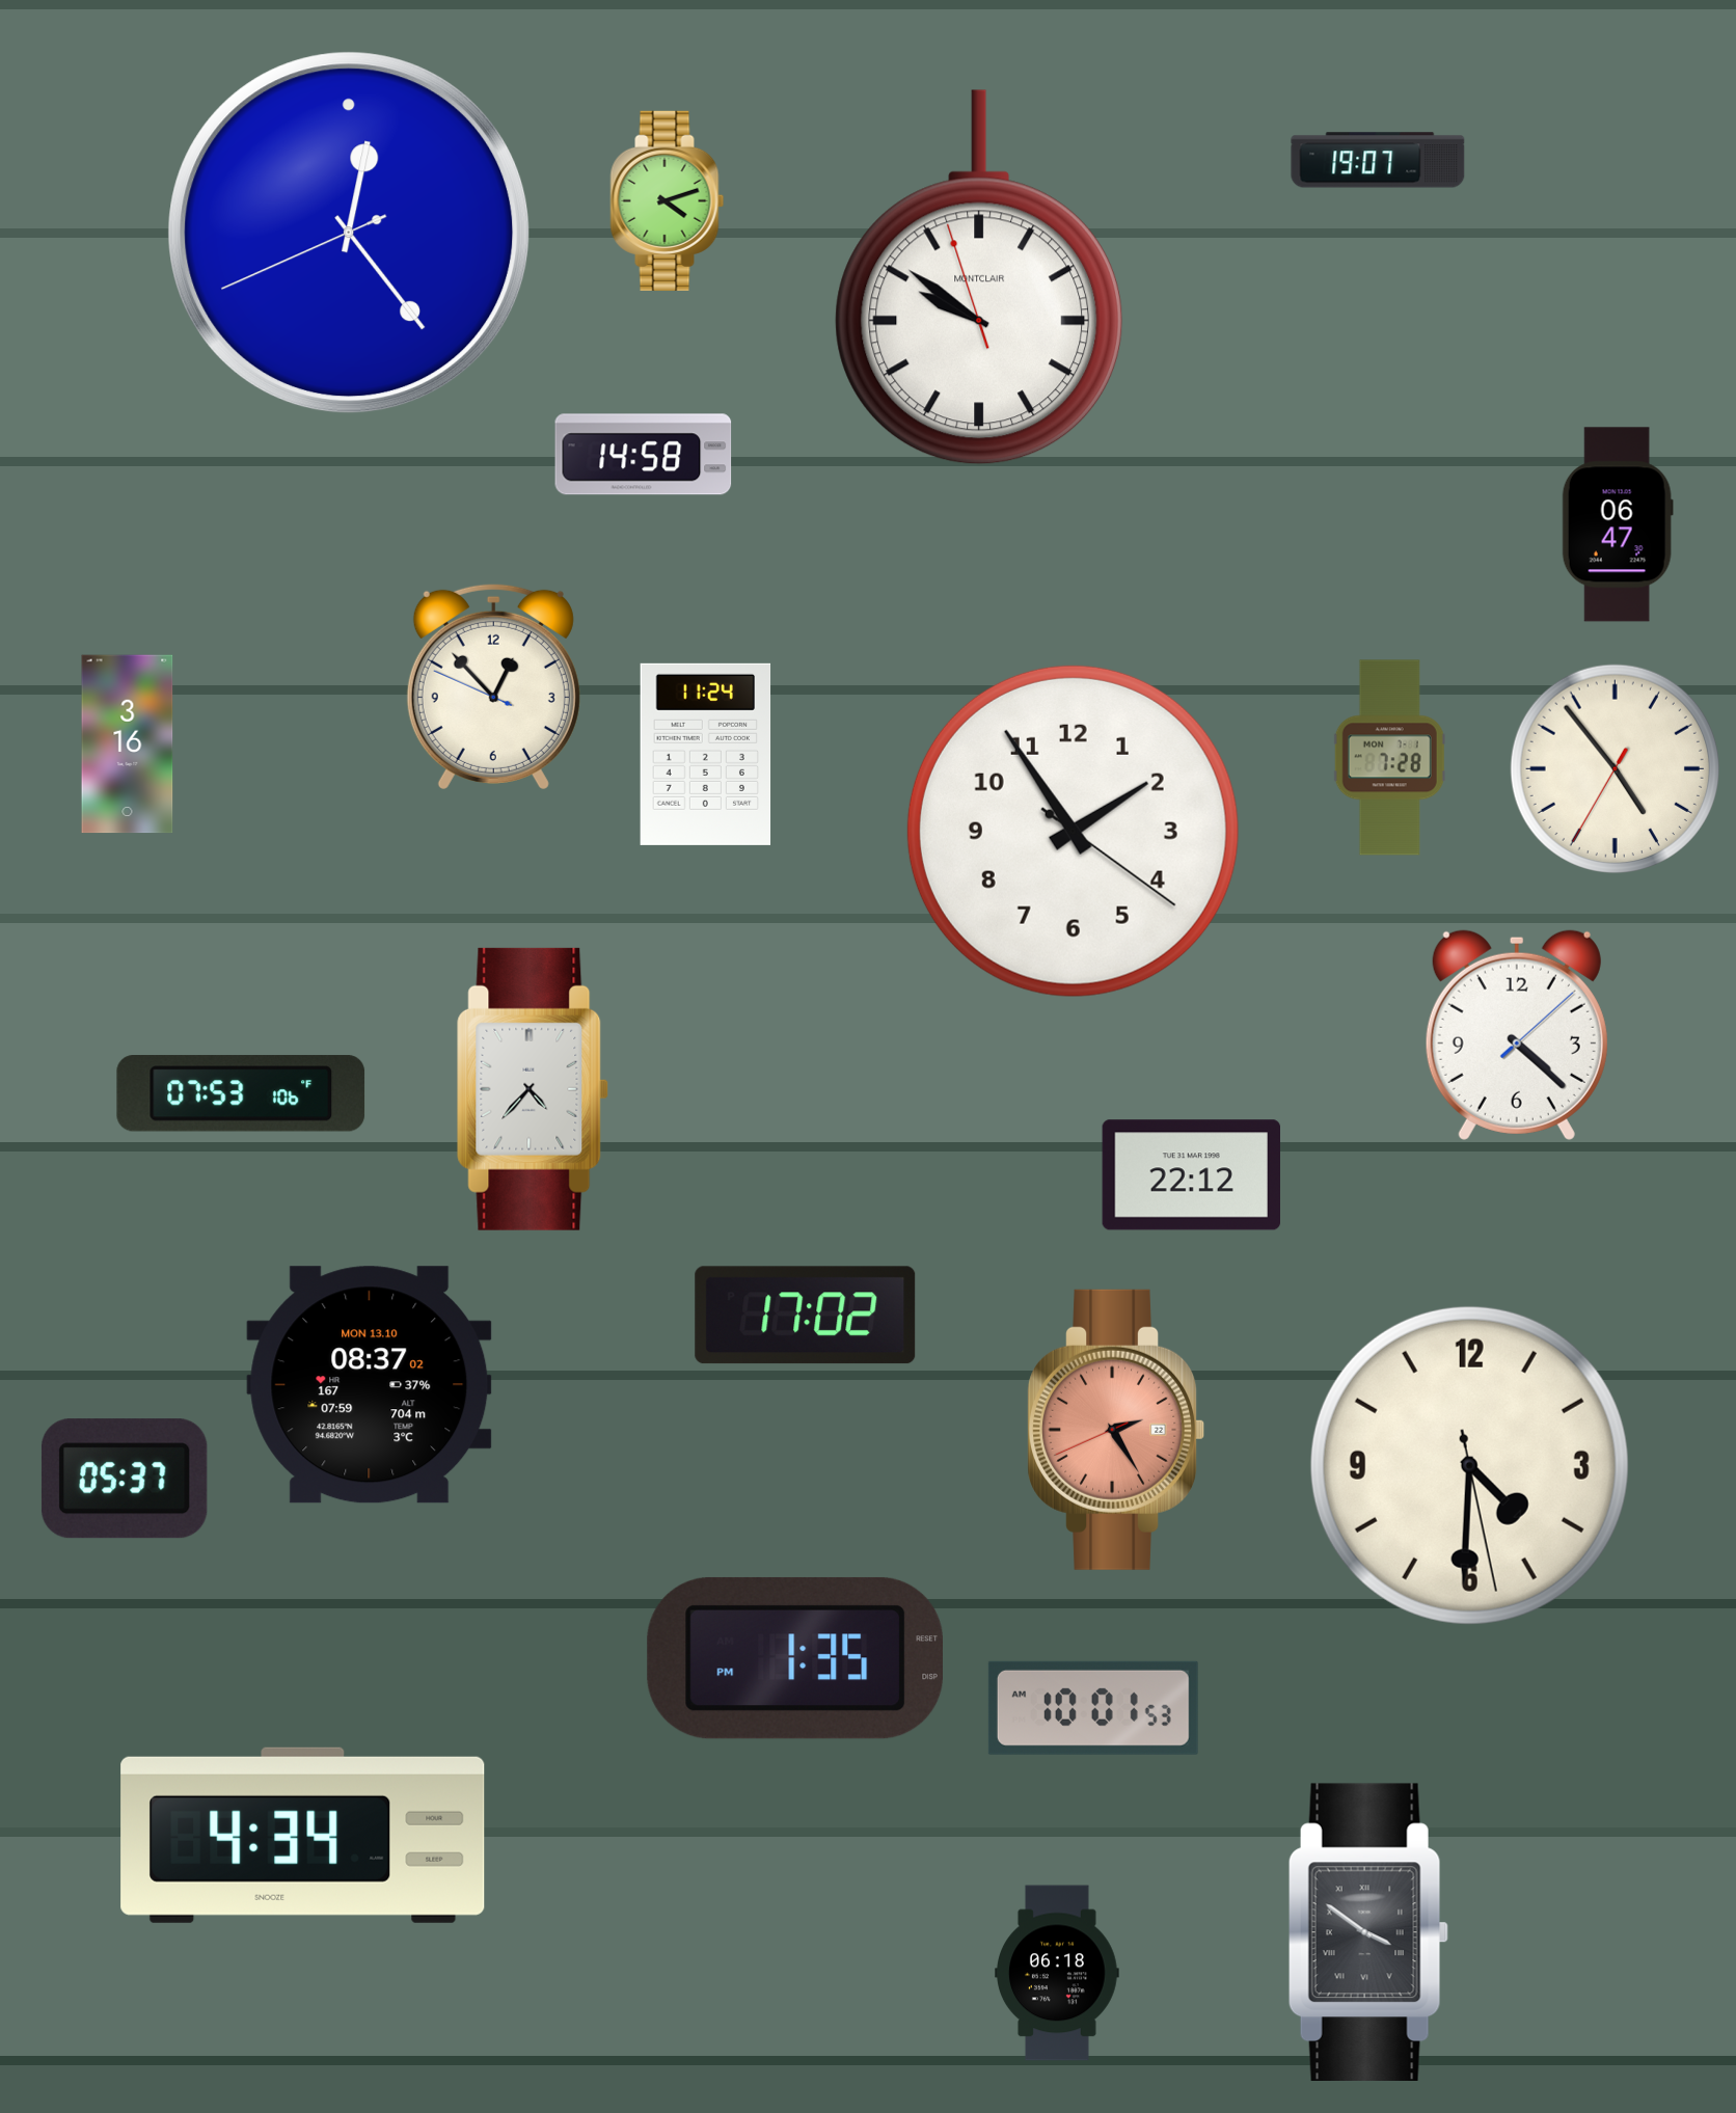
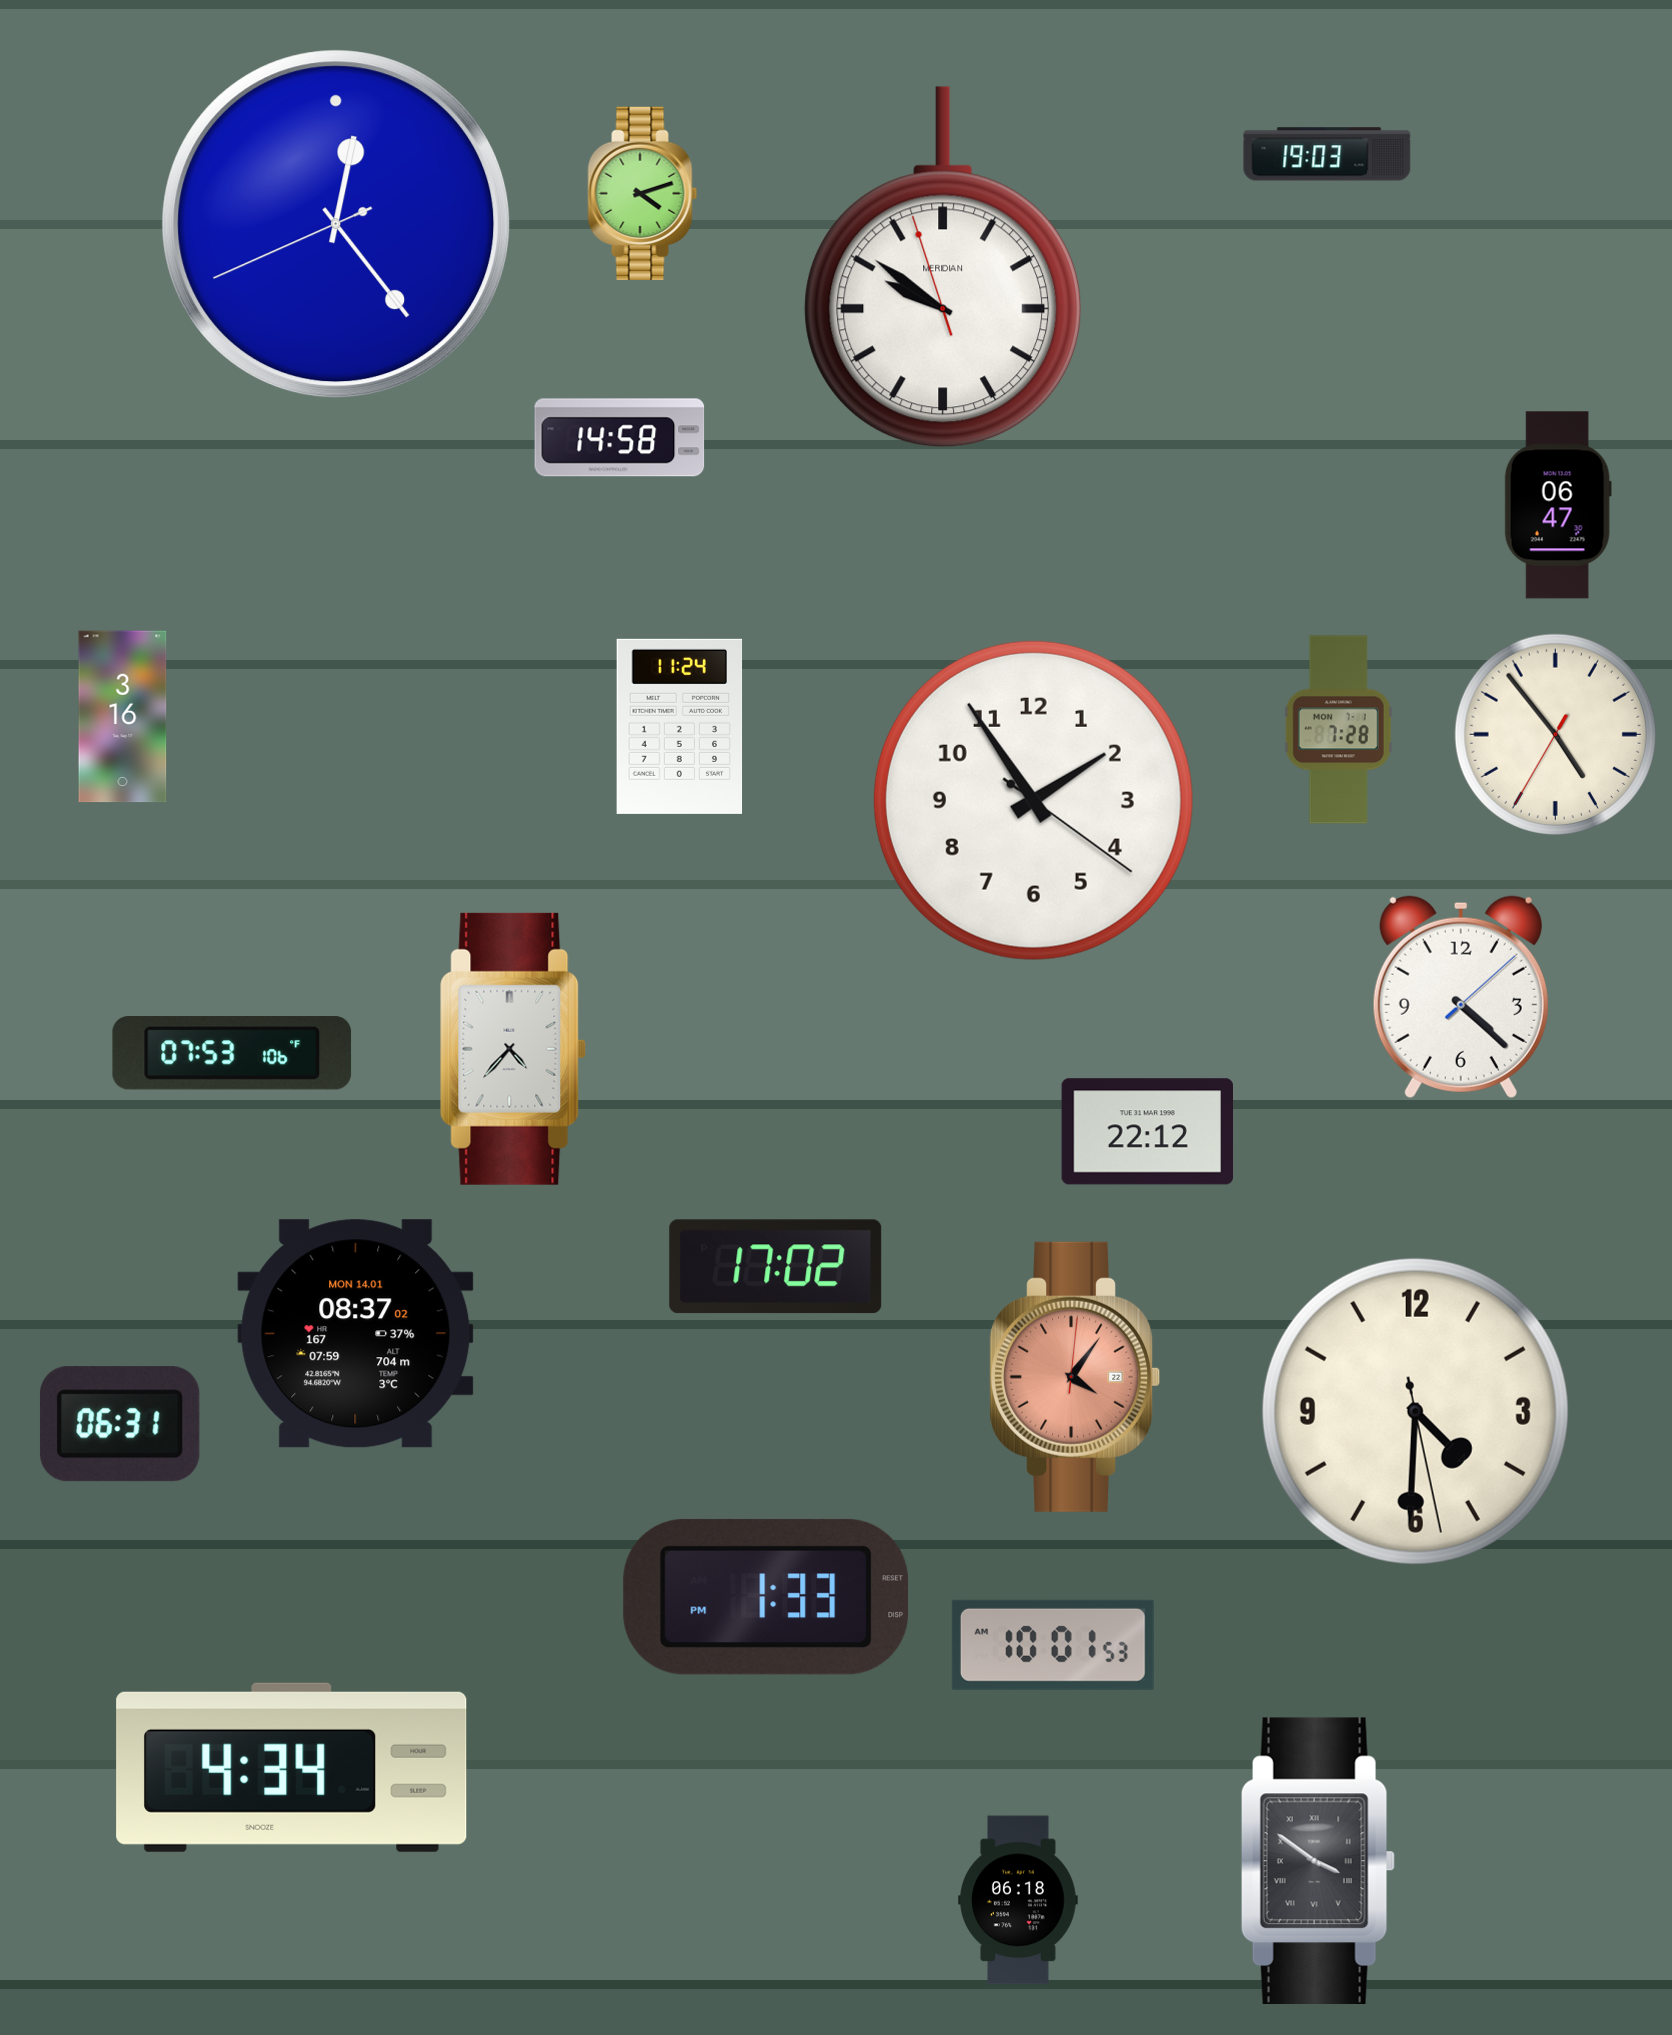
clock at (1378, 160): 19:07 -> 19:03
clock at (979, 277) brand: MONTCLAIR -> MERIDIAN
clock at (493, 686): 12:52 -> none
clock at (1615, 768) position: (1615, 768) -> (1555, 734)
clock at (370, 1385) date: MON 13.10 -> MON 14.01
clock at (1116, 1430): 2:24 -> 4:06
clock at (125, 1479): 05:37 -> 06:31
clock at (795, 1658): 1:35 -> 1:33
